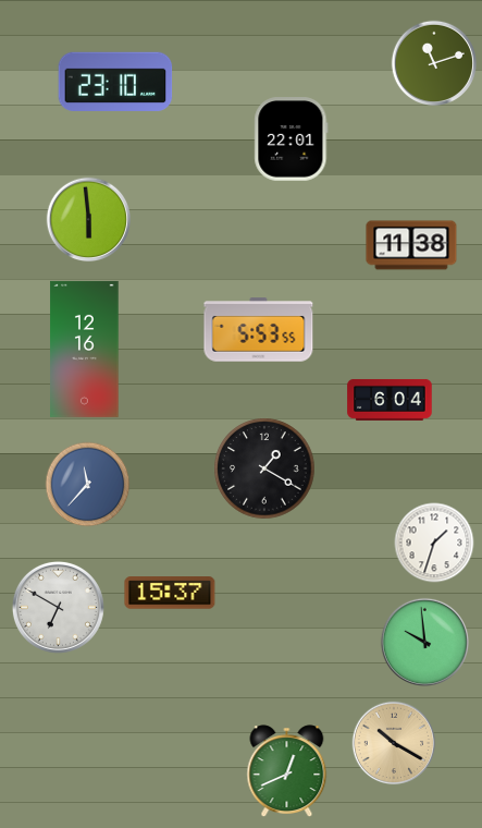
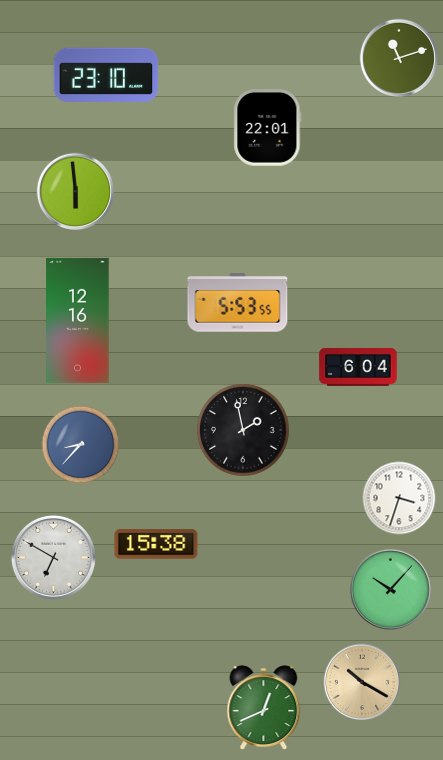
clock at (89, 220) position: (89, 220) -> (76, 192)
clock at (411, 245): 11:38 -> none
clock at (264, 468): 1:20 -> 1:58
clock at (88, 485): 11:37 -> 8:37
clock at (434, 543): 1:33 -> 3:33
clock at (170, 593): 15:37 -> 15:38
clock at (424, 642): 9:59 -> 10:07
